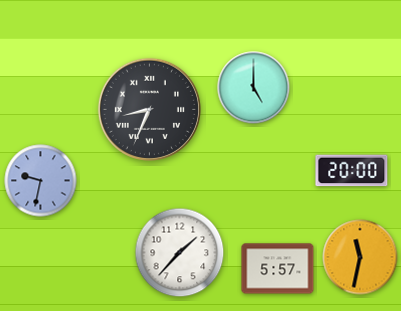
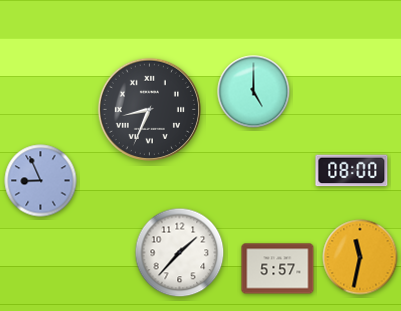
clock at (254, 88) position: (254, 88) -> (254, 92)
clock at (352, 171): 20:00 -> 08:00
clock at (41, 181): 9:32 -> 8:56
